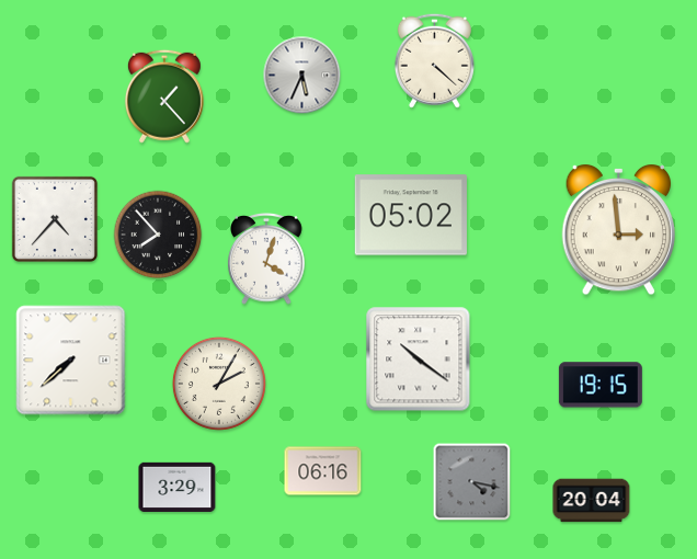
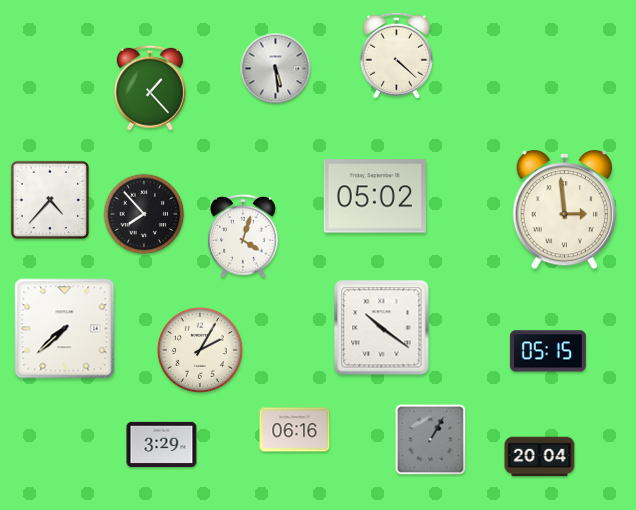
clock at (302, 76): 5:34 -> 5:29
clock at (601, 385): 19:15 -> 05:15
clock at (472, 482): 4:17 -> 1:05
